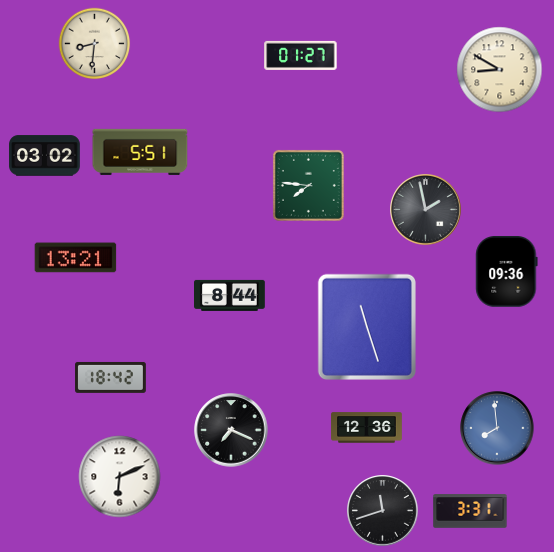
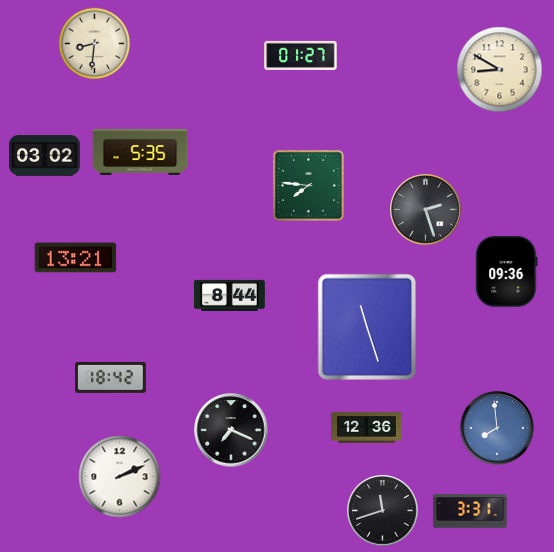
clock at (140, 152): 5:51 -> 5:35
clock at (426, 210): 1:58 -> 2:27
clock at (120, 477): 6:11 -> 2:11
